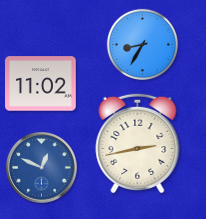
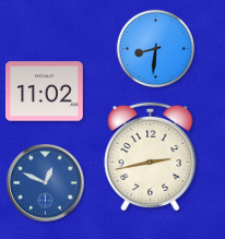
clock at (143, 45): 8:35 -> 8:31
